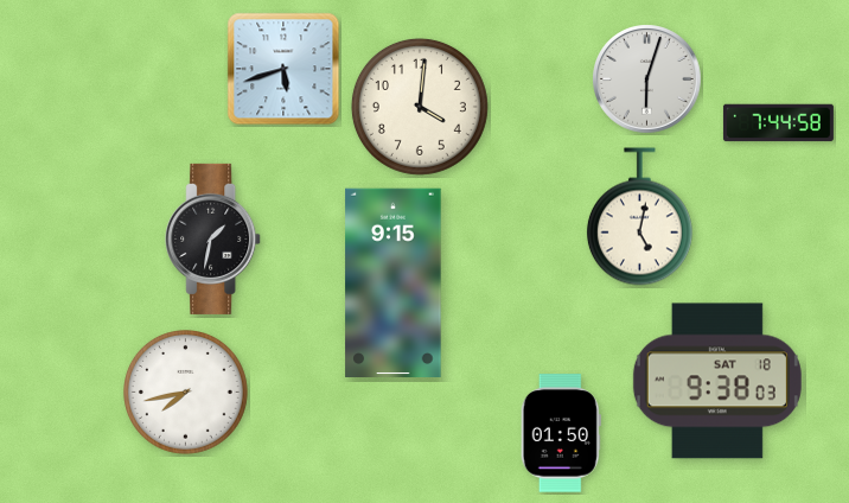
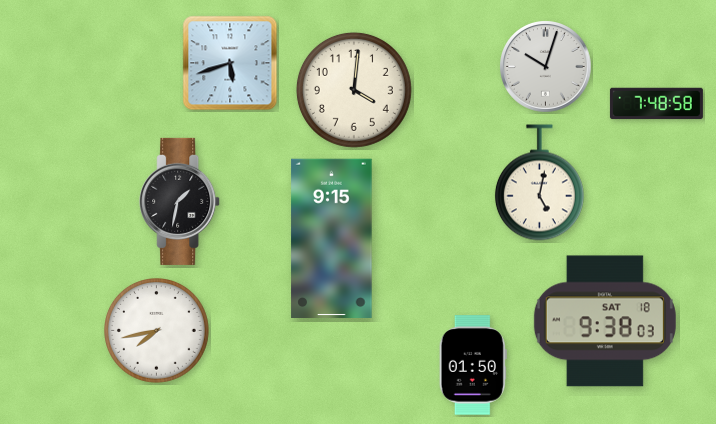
clock at (283, 69) position: (283, 69) -> (230, 63)
clock at (647, 79): 6:03 -> 10:03
clock at (778, 123): 7:44 -> 7:48
